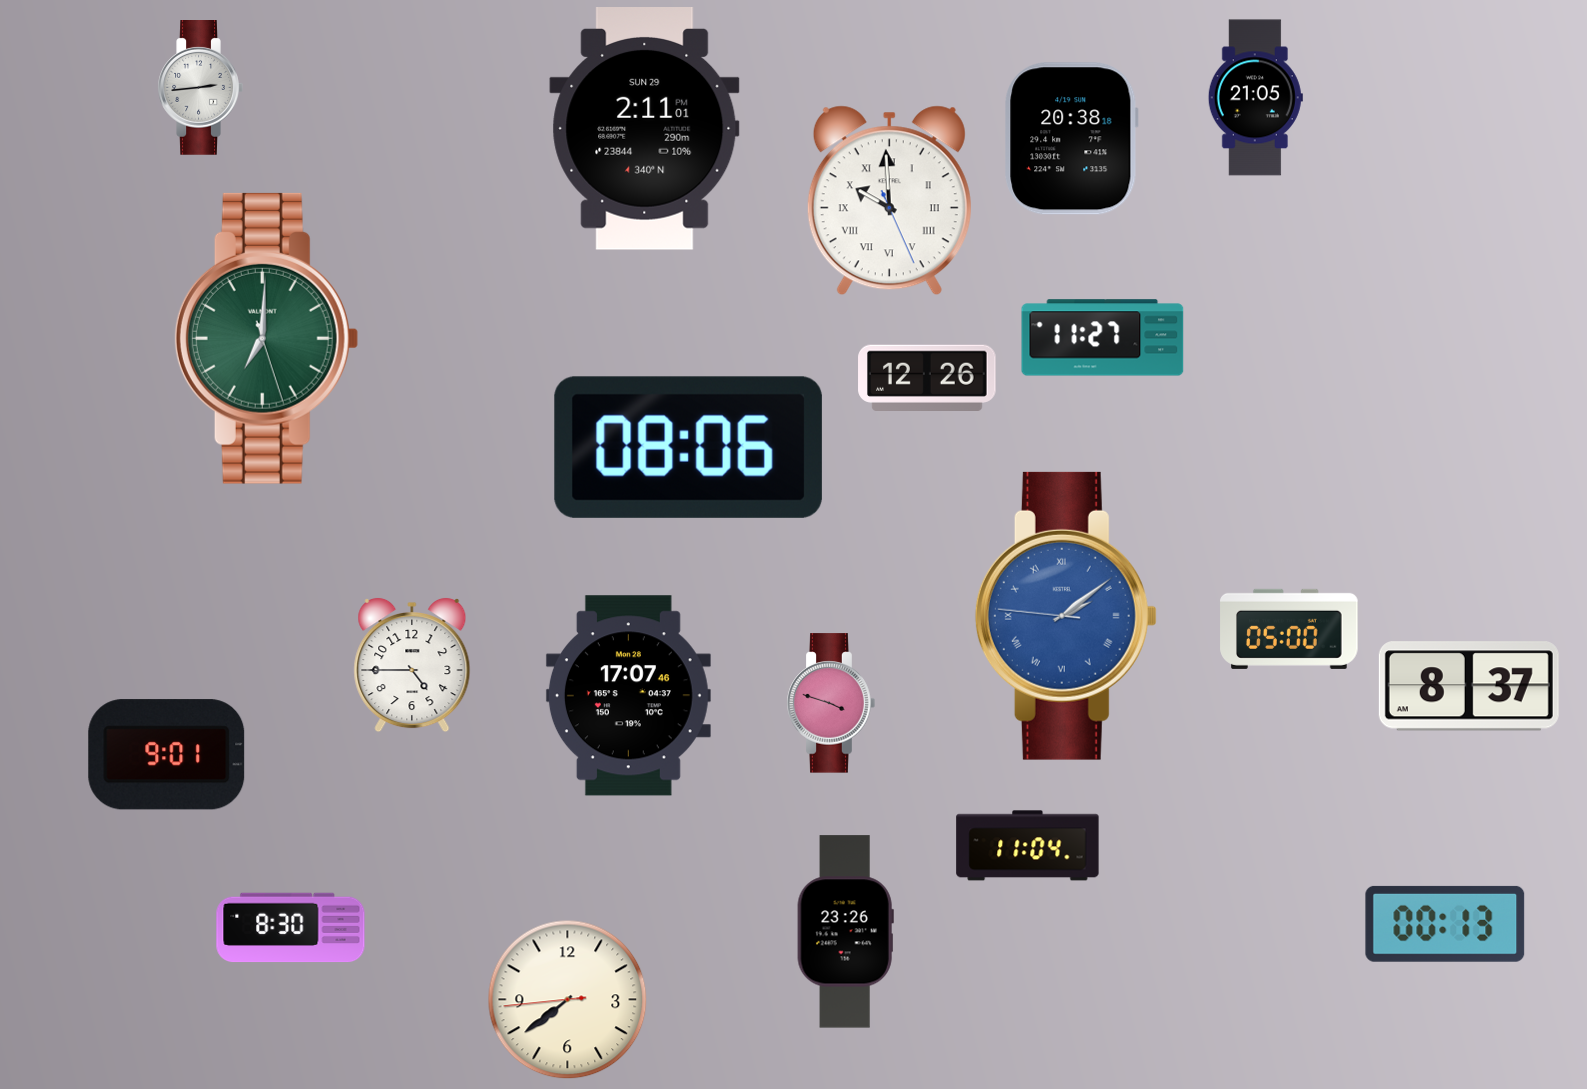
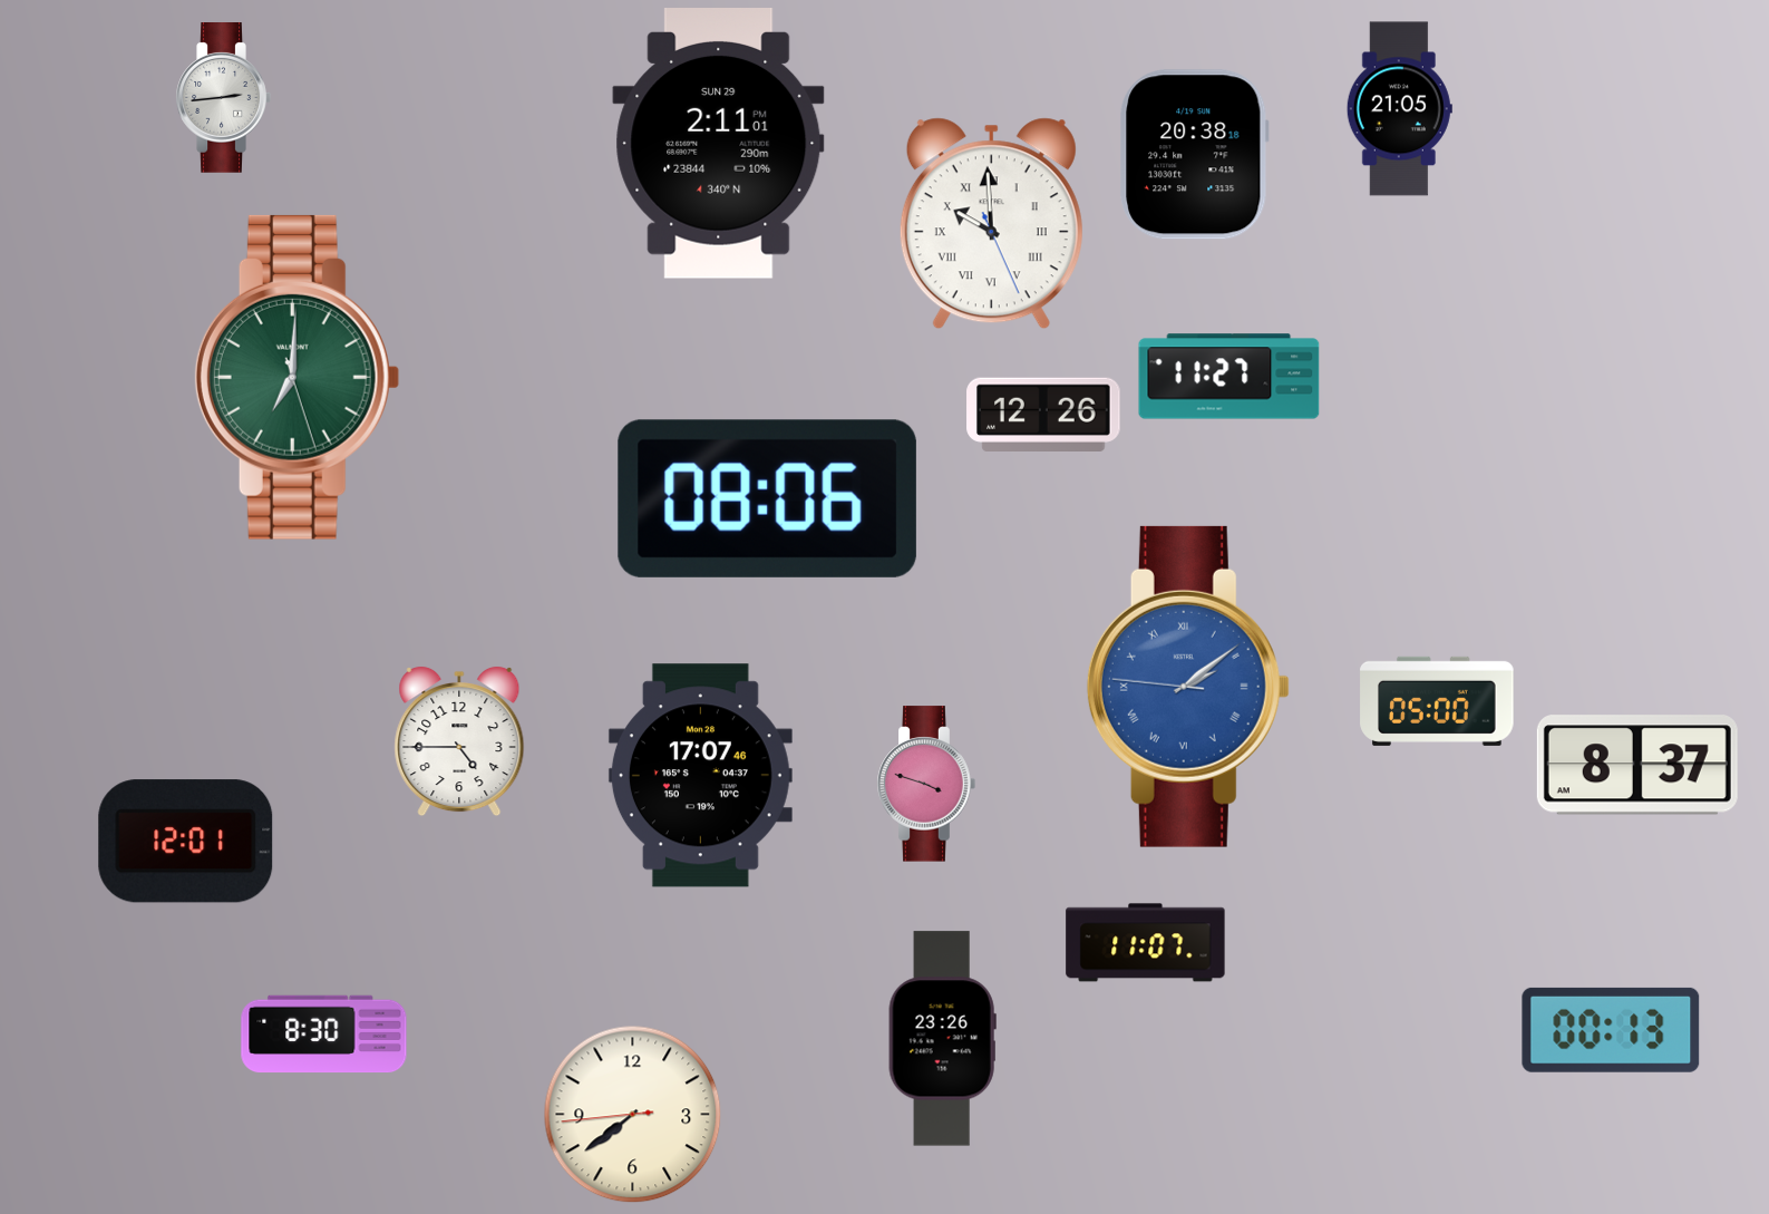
clock at (927, 377) position: (927, 377) -> (1043, 414)
clock at (167, 755): 9:01 -> 12:01
clock at (1028, 846): 11:04 -> 11:07
